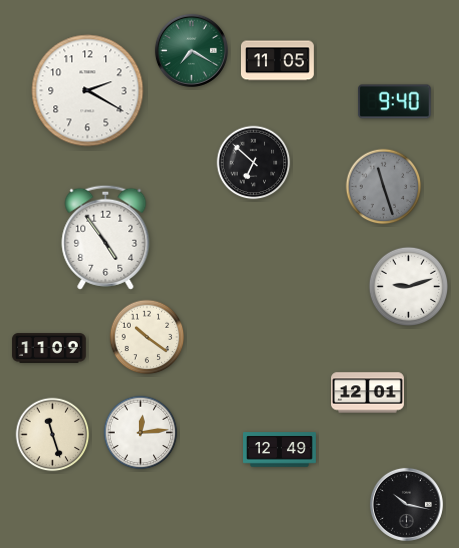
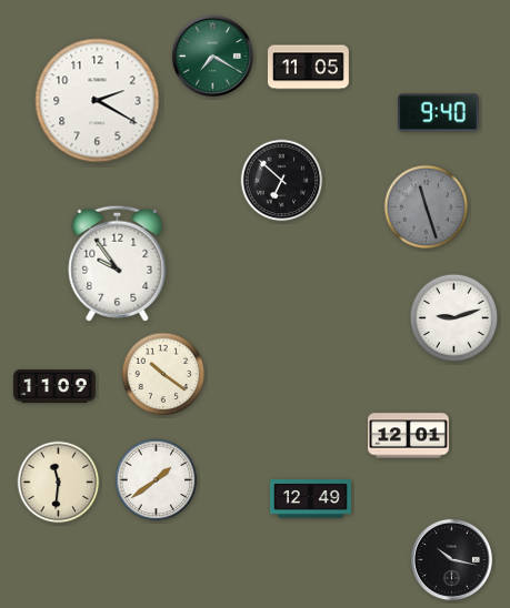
clock at (106, 237): 4:54 -> 9:54
clock at (141, 433): 12:14 -> 1:39
clock at (53, 435): 11:27 -> 11:31
